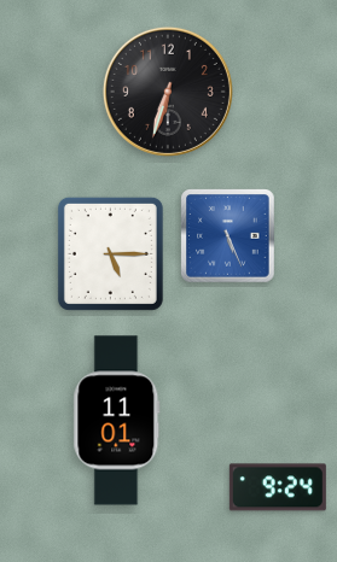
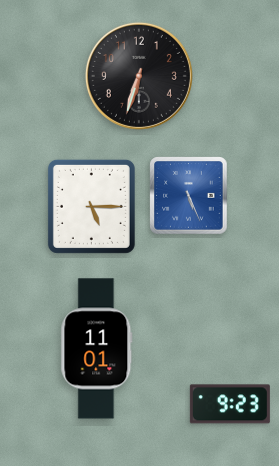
clock at (110, 253) position: (110, 253) -> (91, 206)
clock at (278, 487): 9:24 -> 9:23
